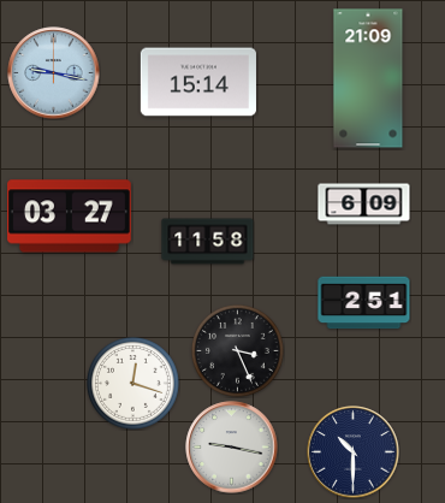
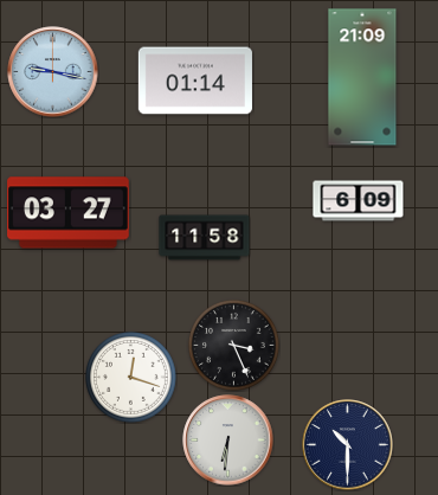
clock at (198, 82): 15:14 -> 01:14
clock at (364, 303): 2:51 -> none
clock at (232, 448): 9:17 -> 6:31
